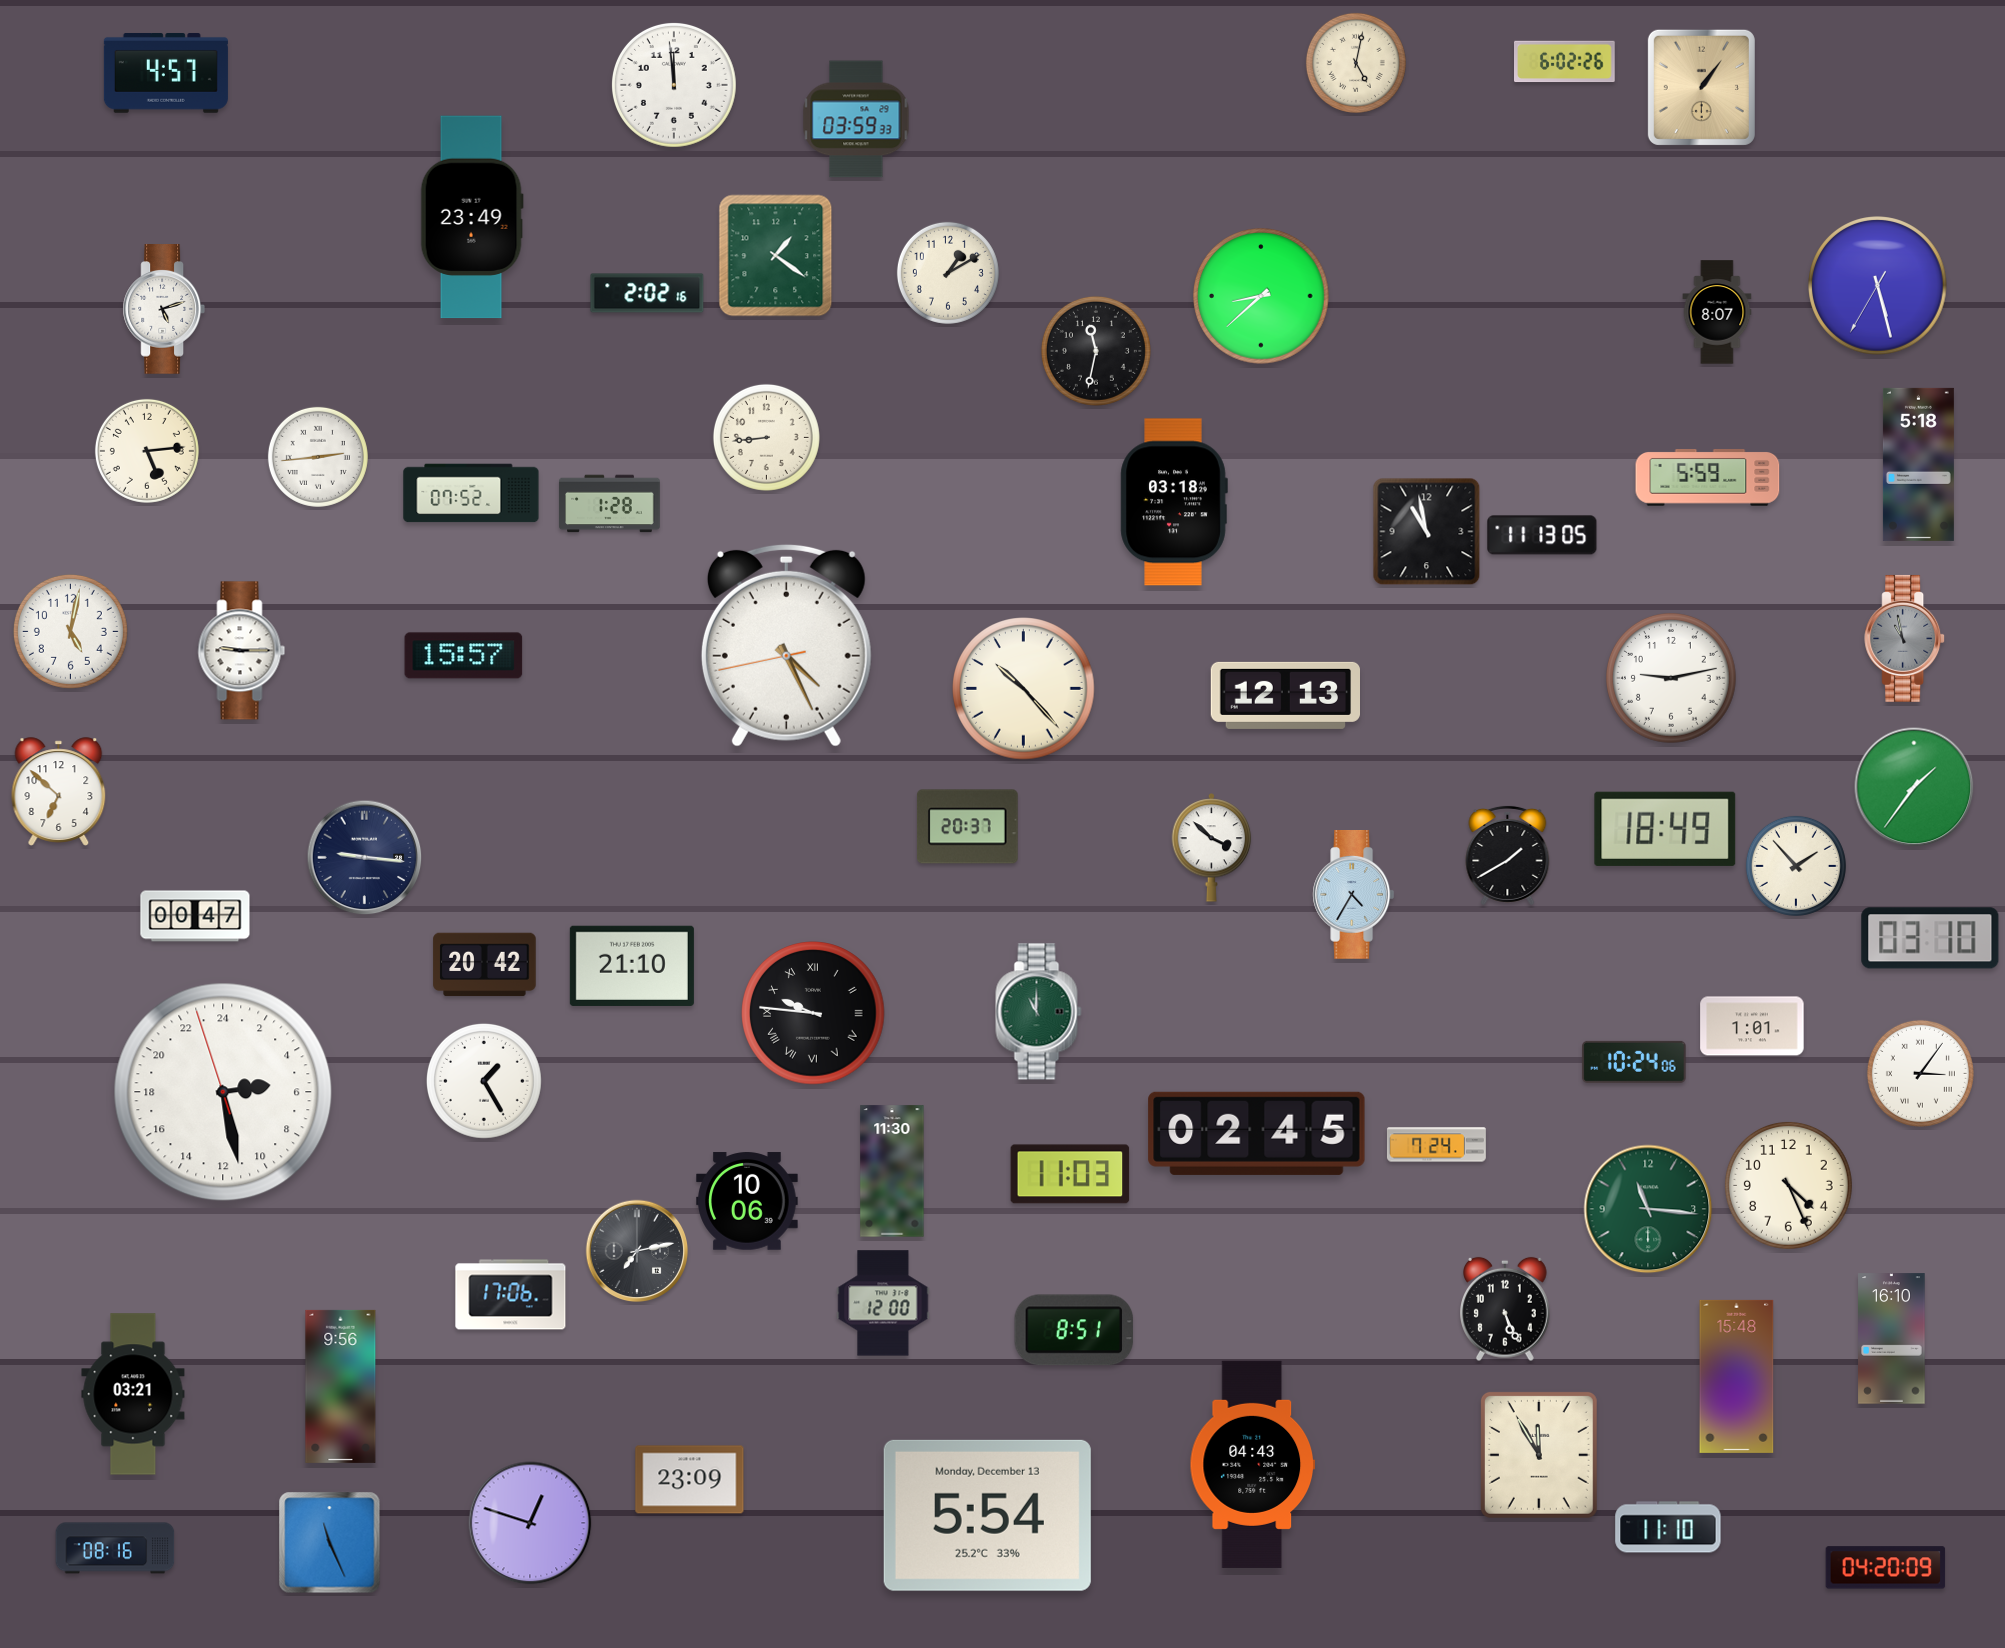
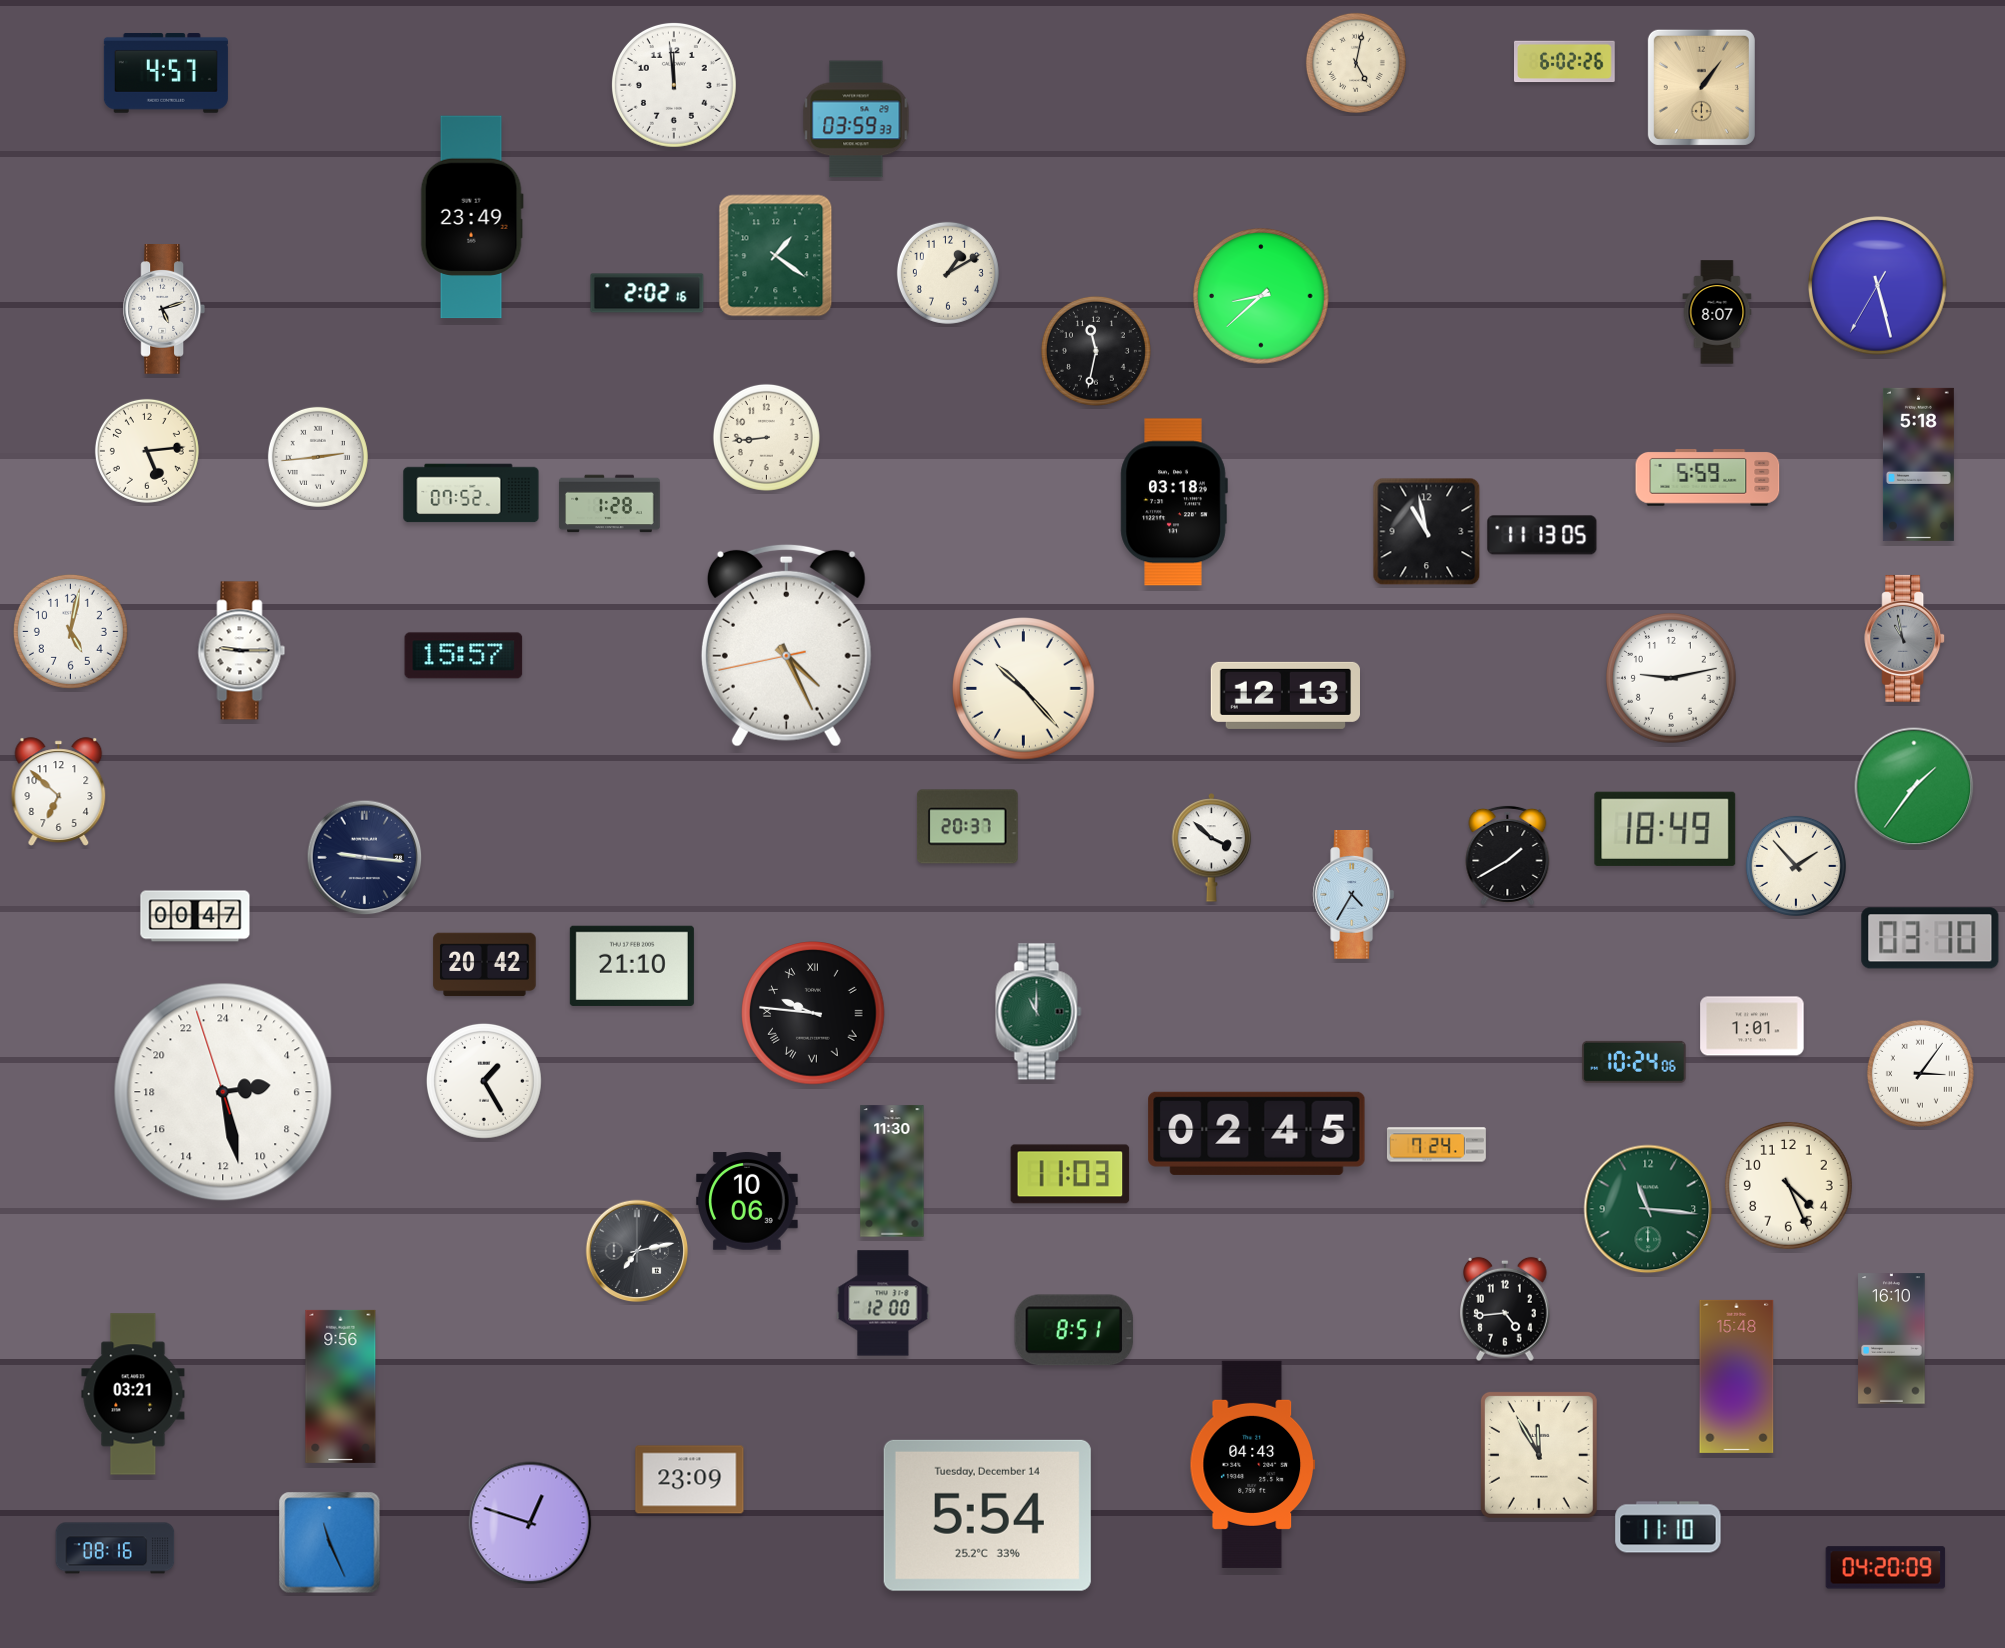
clock at (511, 1295): 17:06 -> none
clock at (1506, 1309): 5:26 -> 4:44
clock at (987, 1515) date: Monday, December 13 -> Tuesday, December 14
